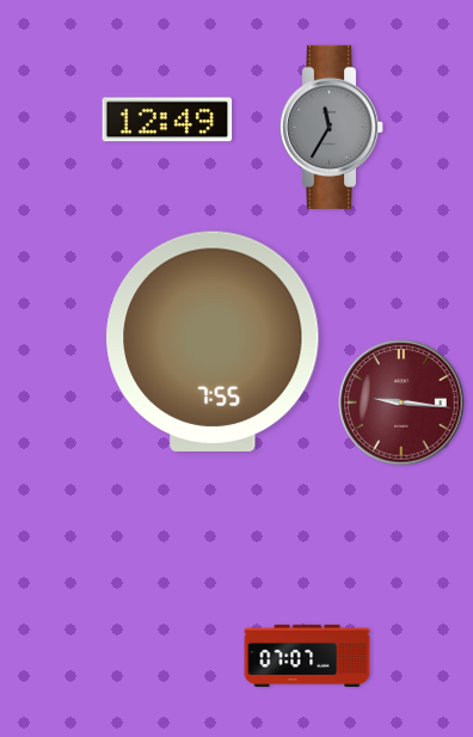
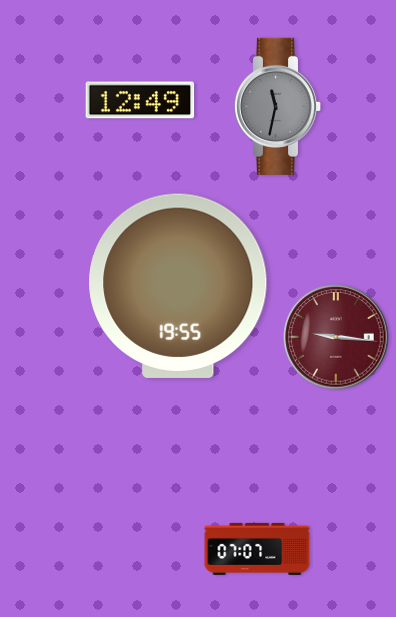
clock at (332, 127): 11:35 -> 11:32
clock at (213, 342): 7:55 -> 19:55
